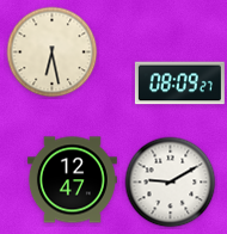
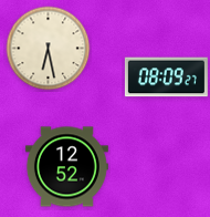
clock at (72, 180): 12:47 -> 12:52
clock at (171, 183): 9:10 -> none
